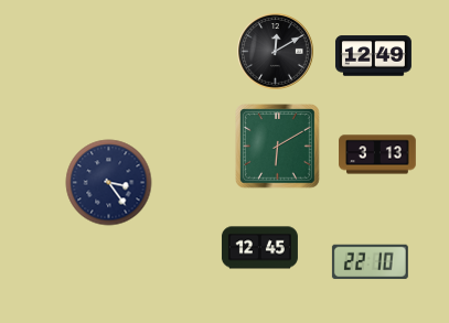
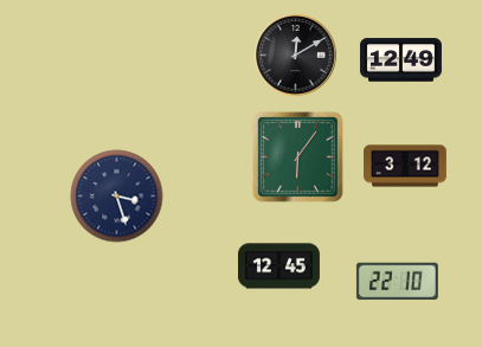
clock at (278, 147): 6:10 -> 6:06
clock at (377, 154): 3:13 -> 3:12
clock at (109, 183): 3:24 -> 3:27
